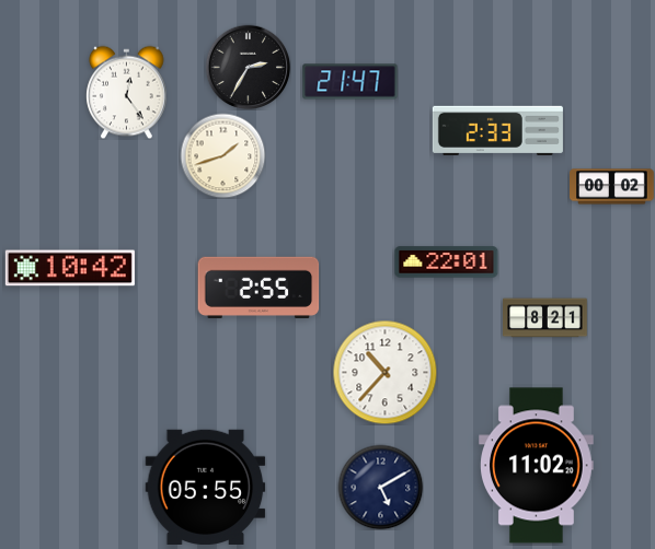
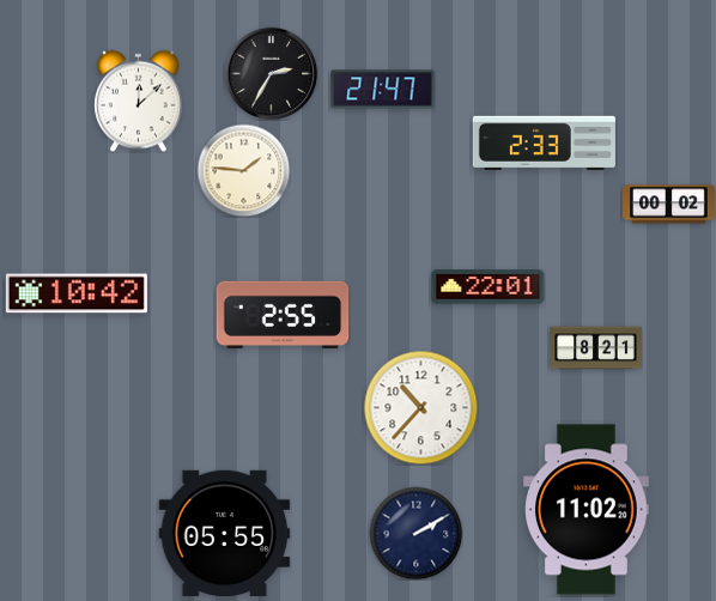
clock at (127, 92): 12:24 -> 12:08
clock at (222, 155): 1:42 -> 1:46
clock at (380, 487): 5:10 -> 2:10
